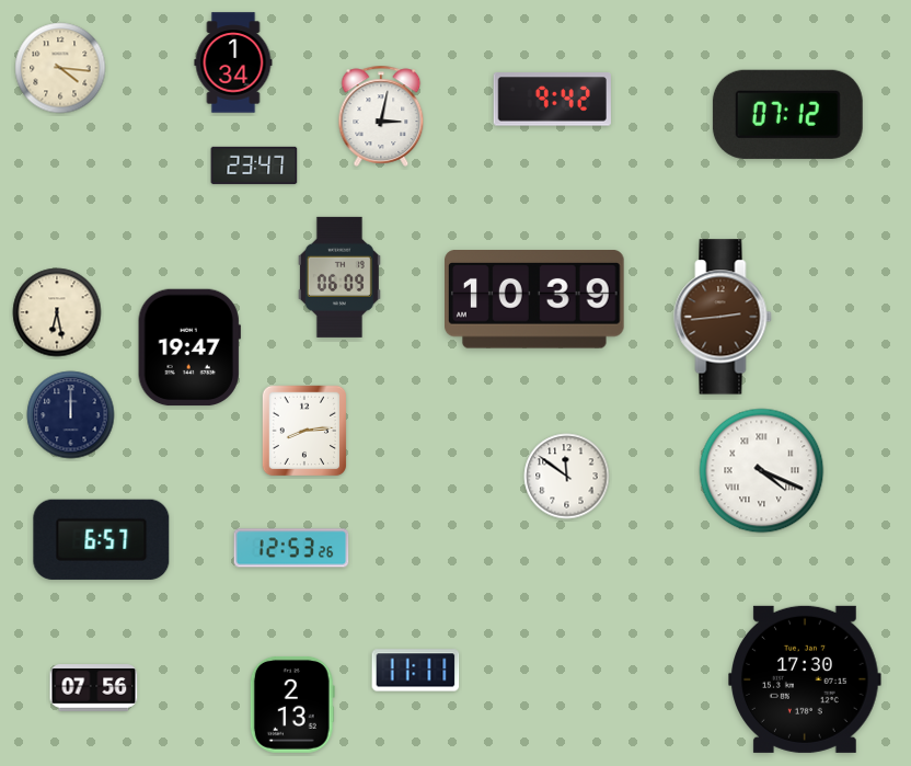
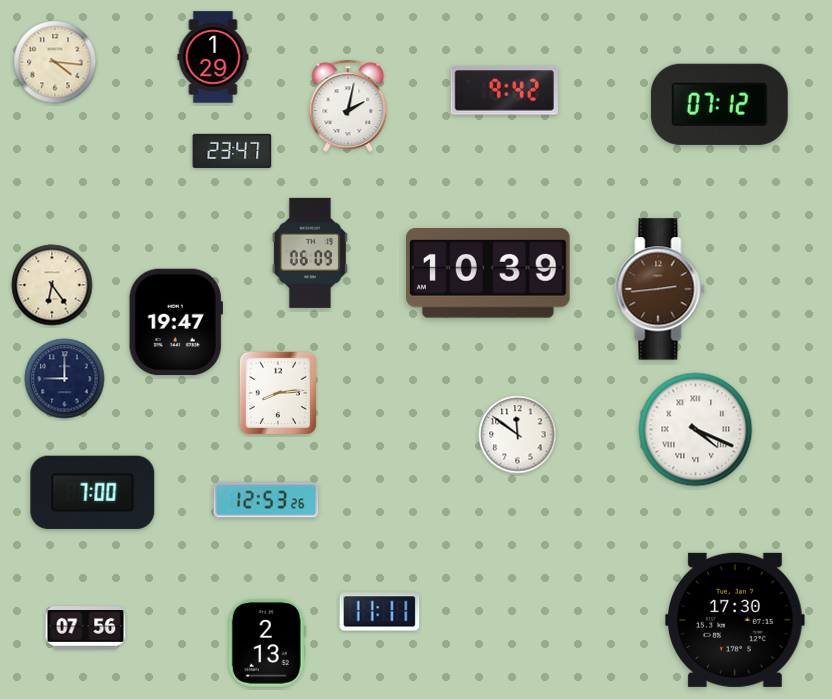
clock at (233, 62): 1:34 -> 1:29
clock at (381, 116): 3:02 -> 2:02
clock at (57, 312): 6:28 -> 6:24
clock at (189, 347) position: (189, 347) -> (176, 322)
clock at (71, 415): 12:00 -> 9:00
clock at (102, 539): 6:57 -> 7:00
